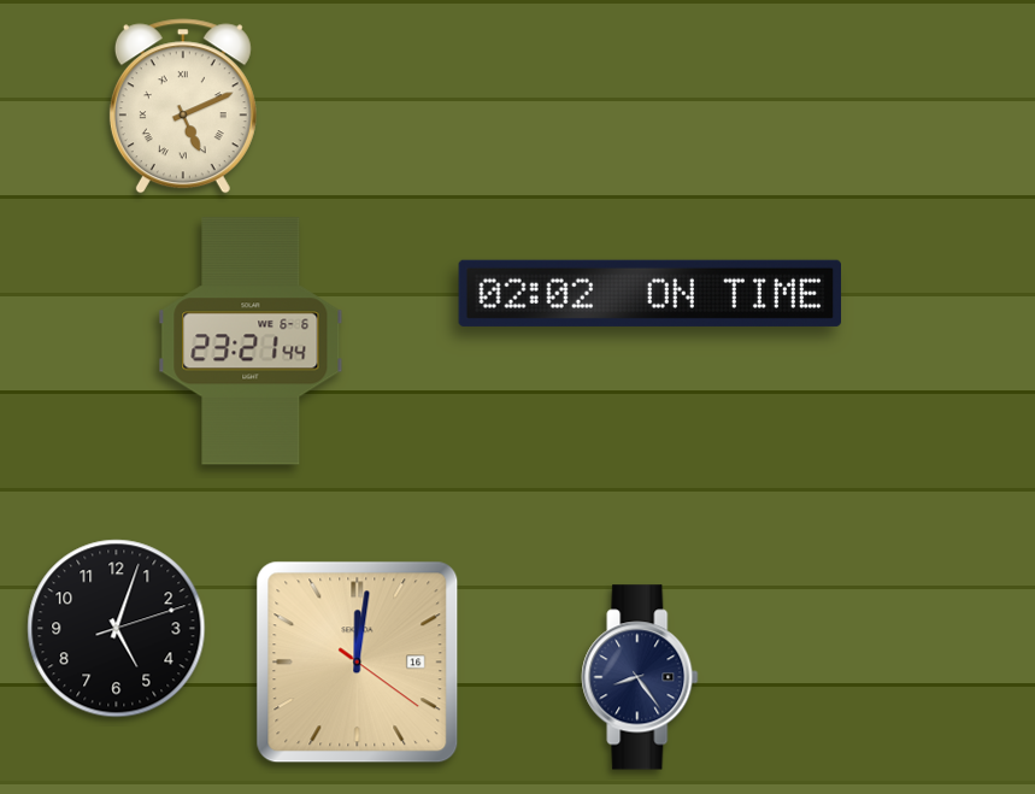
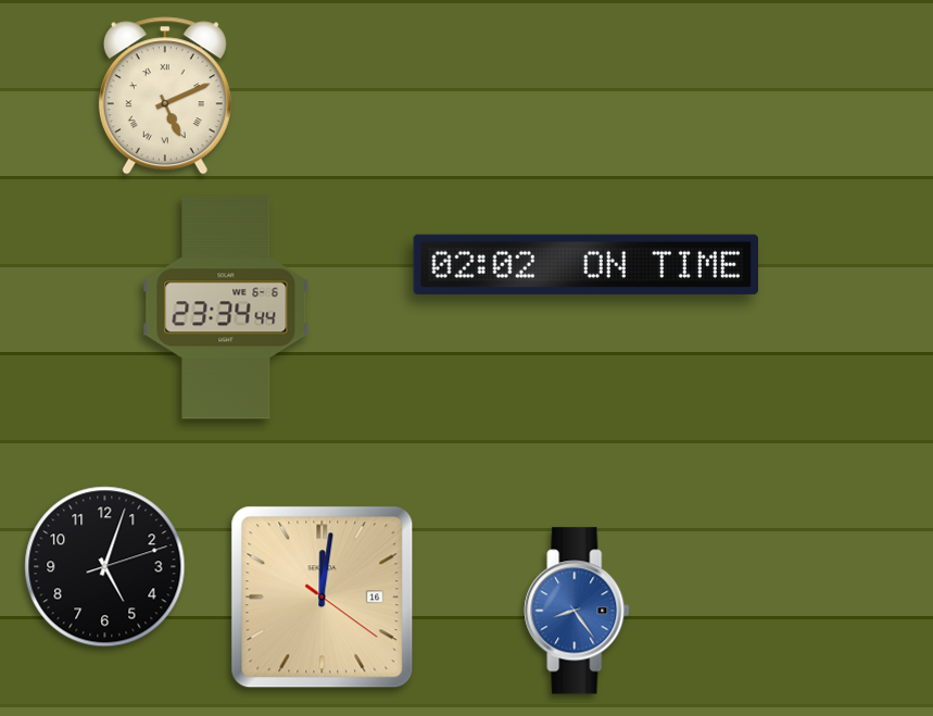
clock at (251, 341): 23:21 -> 23:34
clock at (640, 677) dial: navy -> blue
